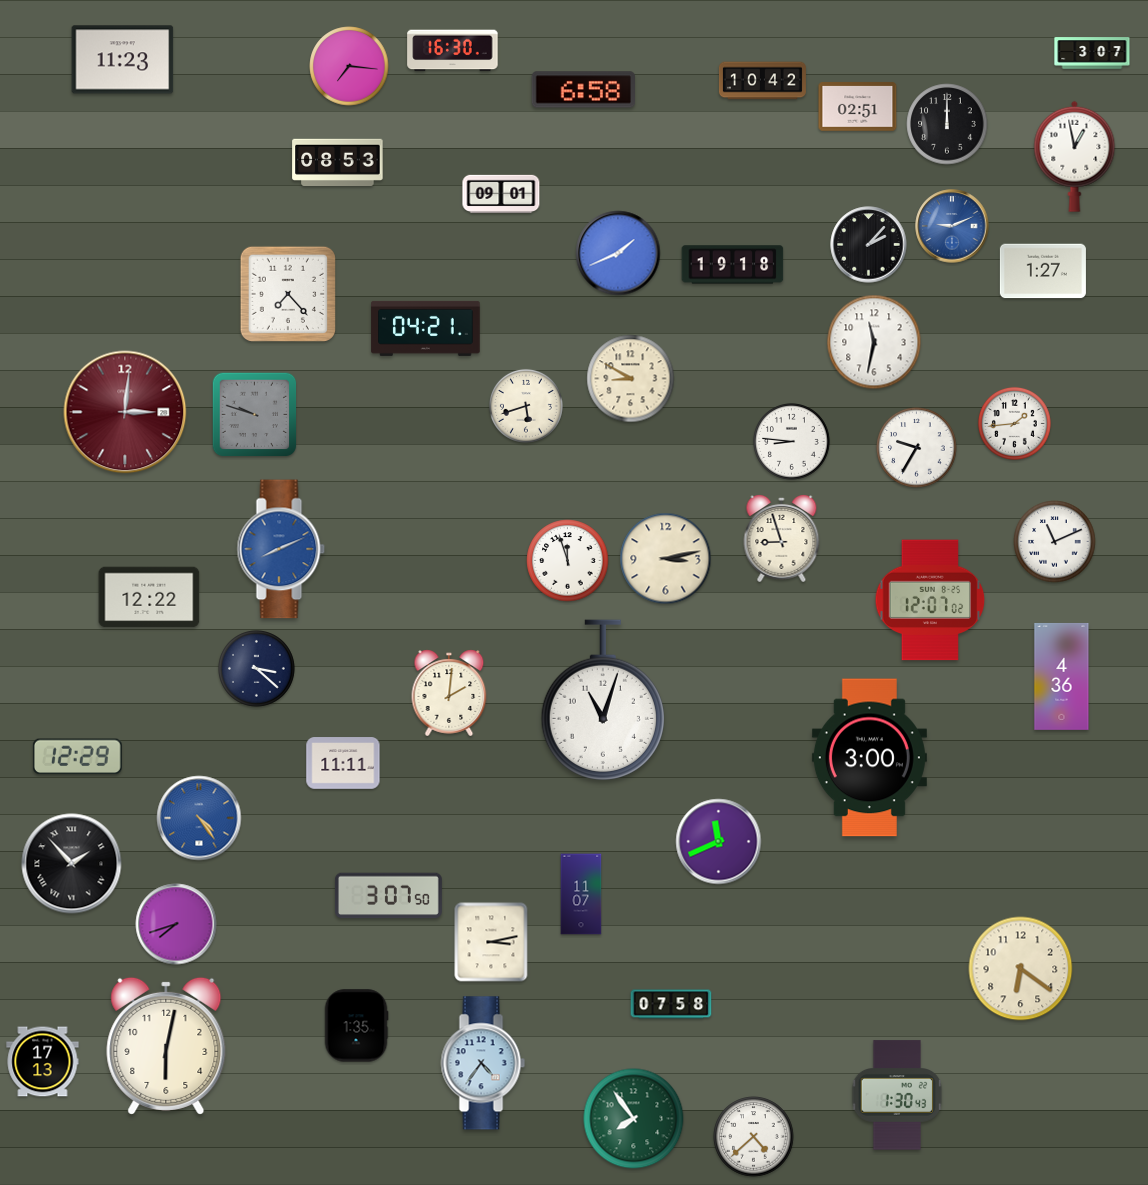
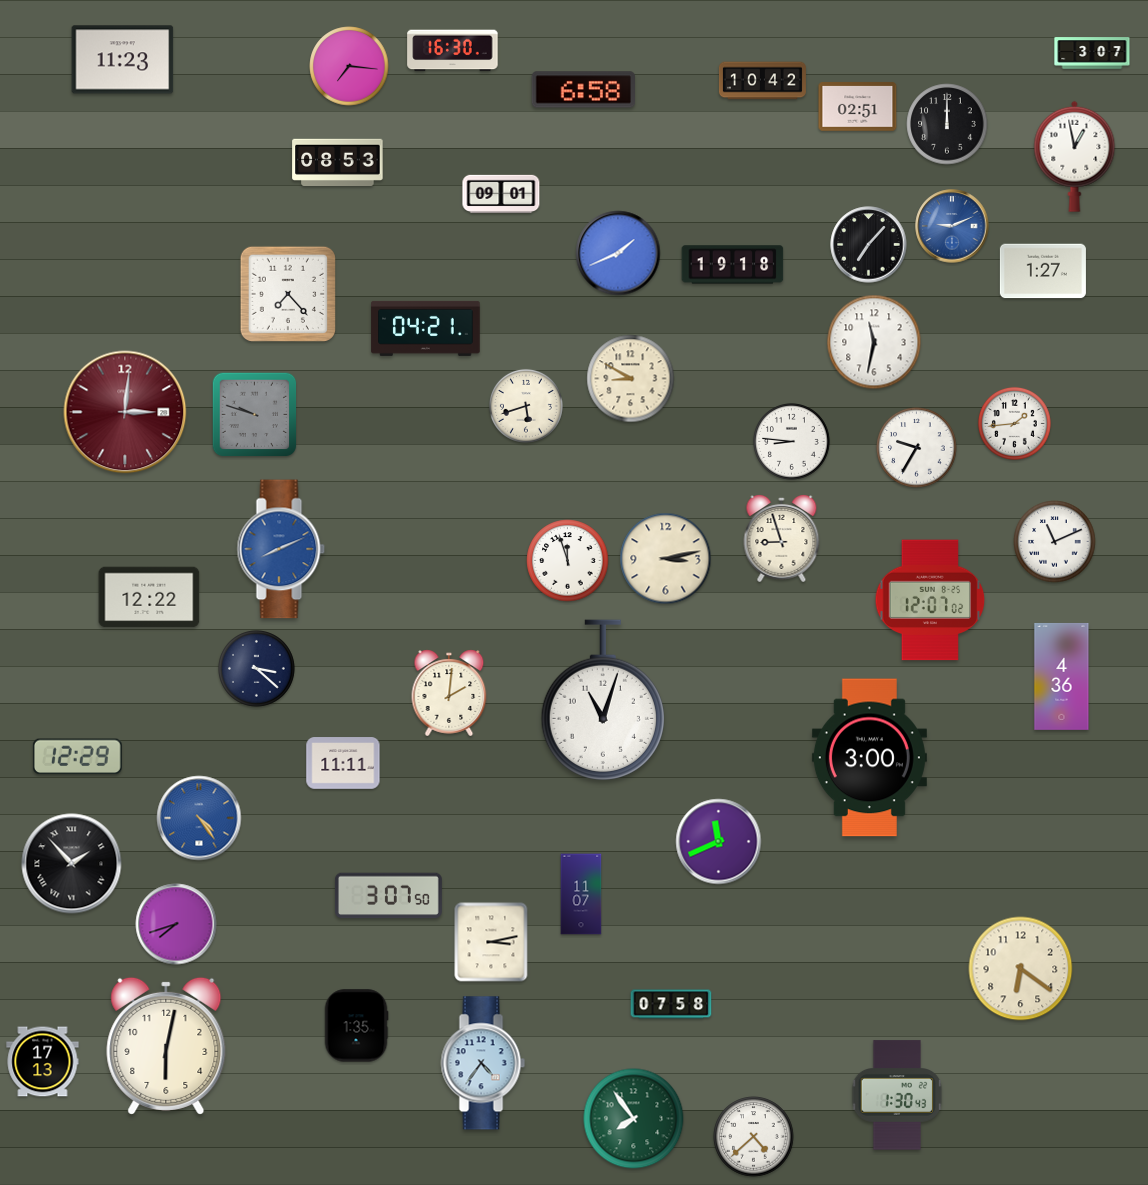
clock at (869, 245): 2:07 -> 7:07
